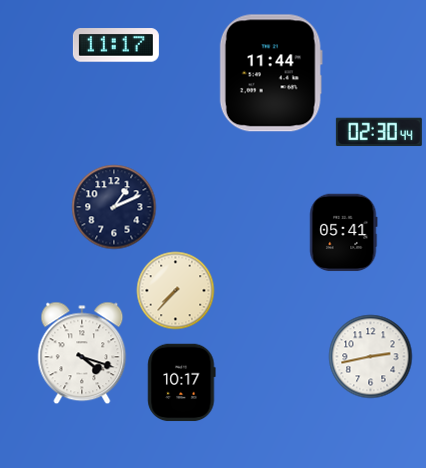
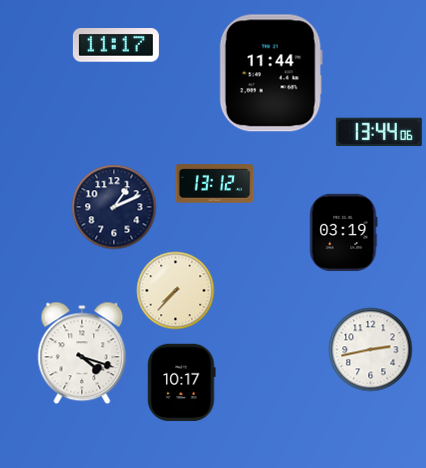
clock at (379, 132): 02:30 -> 13:44
clock at (214, 184): none -> 13:12
clock at (344, 232): 05:41 -> 03:19
clock at (370, 356) position: (370, 356) -> (370, 349)
